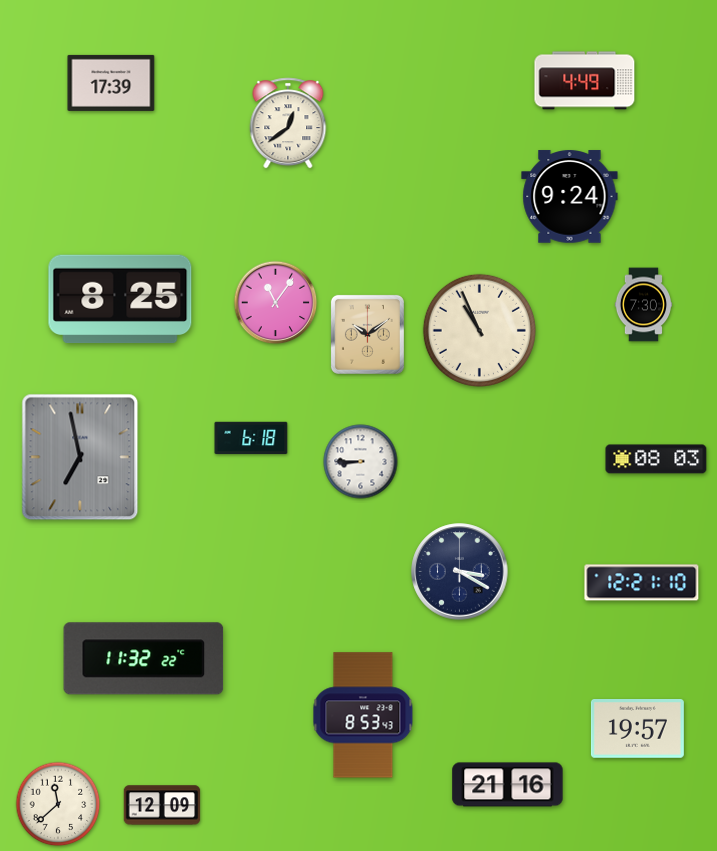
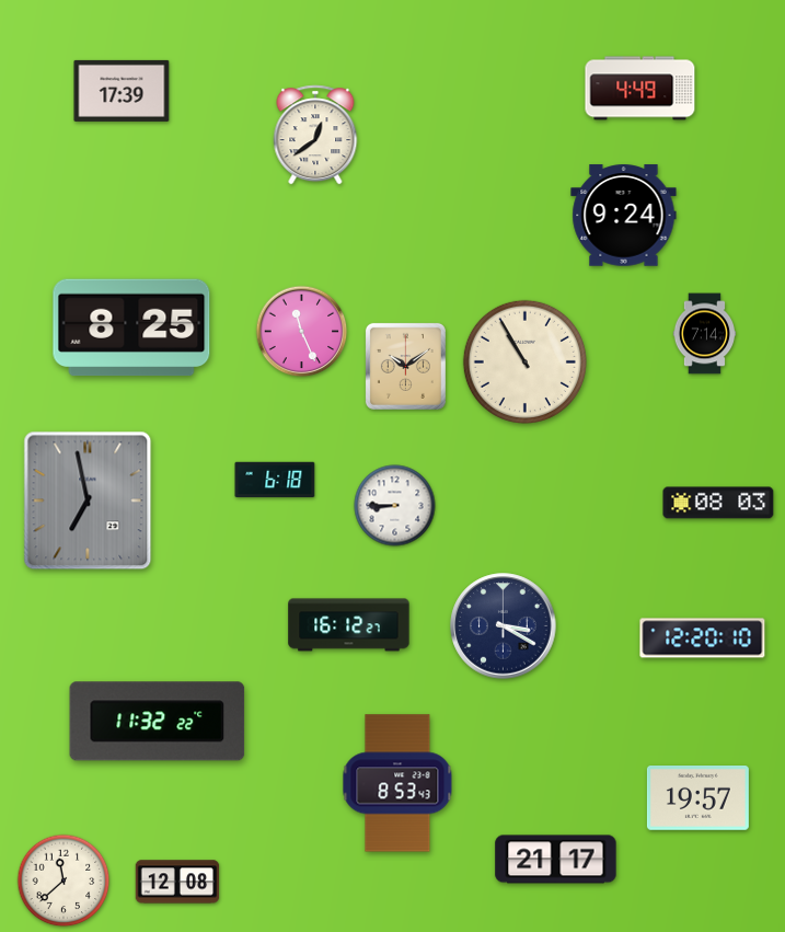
clock at (276, 303): 11:06 -> 11:26
clock at (644, 305): 7:30 -> 7:14
clock at (479, 330): 10:56 -> 10:55
clock at (367, 334) position: (367, 334) -> (405, 366)
clock at (349, 625): none -> 16:12
clock at (642, 583): 12:21 -> 12:20
clock at (508, 785): 21:16 -> 21:17
clock at (162, 805): 12:09 -> 12:08
